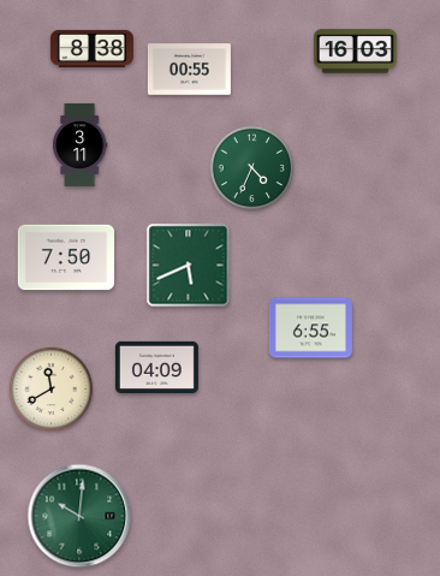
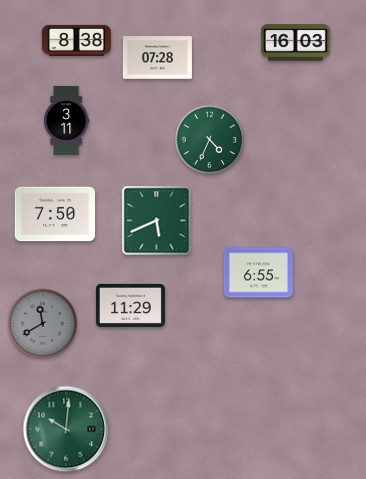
clock at (189, 70): 00:55 -> 07:28
clock at (156, 367): 04:09 -> 11:29
clock at (52, 390) dial: cream -> grey
